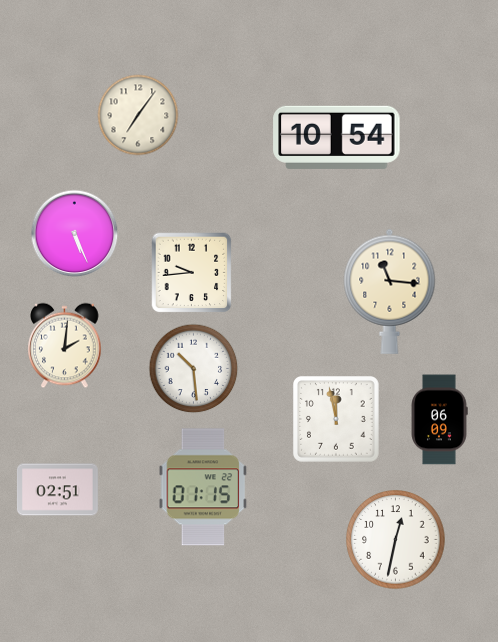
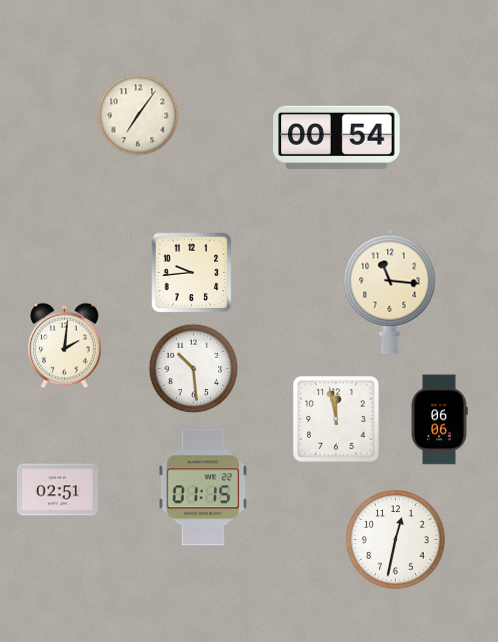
clock at (337, 137): 10:54 -> 00:54
clock at (75, 234): 5:26 -> none
clock at (439, 420): 06:09 -> 06:06
